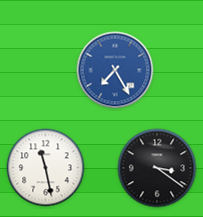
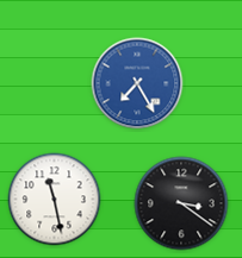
clock at (157, 168) position: (157, 168) -> (181, 203)
